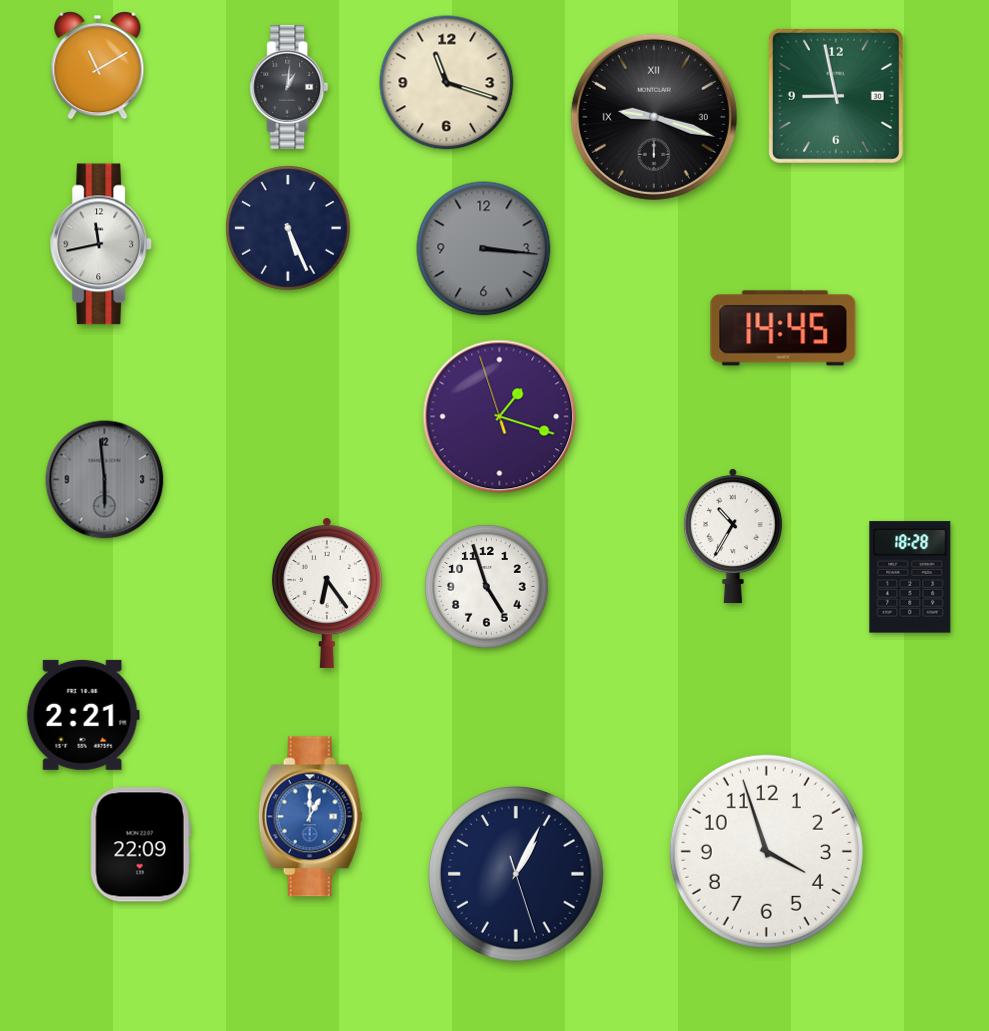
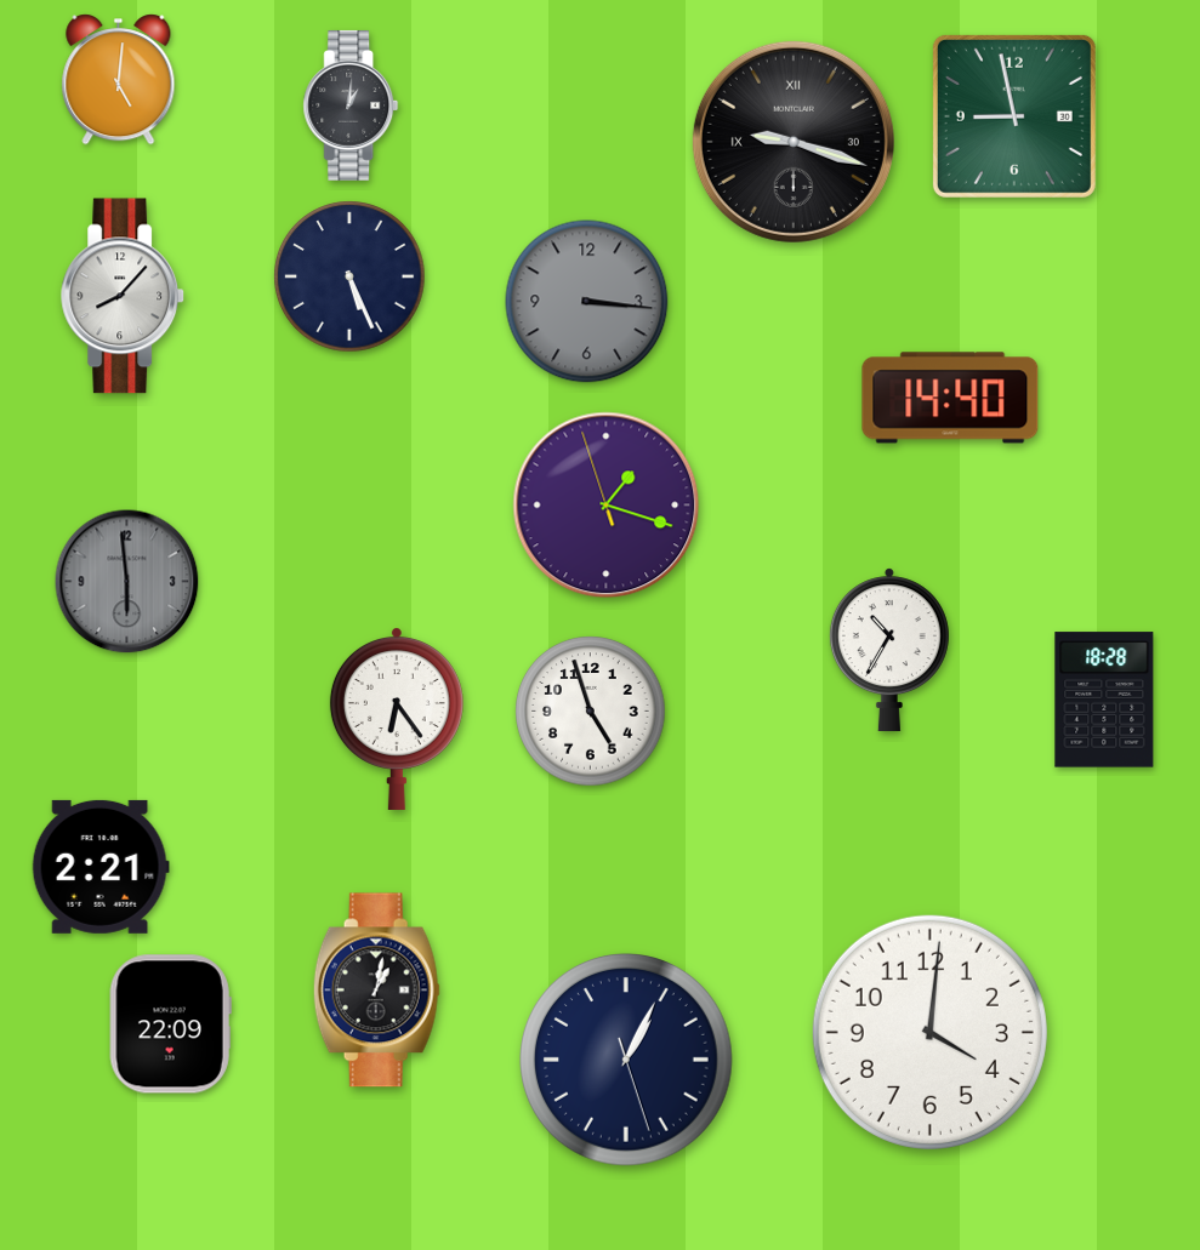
clock at (98, 66): 11:10 -> 5:01
clock at (447, 83): 11:18 -> none
clock at (102, 244): 11:43 -> 8:07
clock at (783, 328): 14:45 -> 14:40
clock at (310, 817): 1:00 -> 1:02
clock at (310, 817) dial: blue -> black
clock at (766, 851): 3:57 -> 4:01
